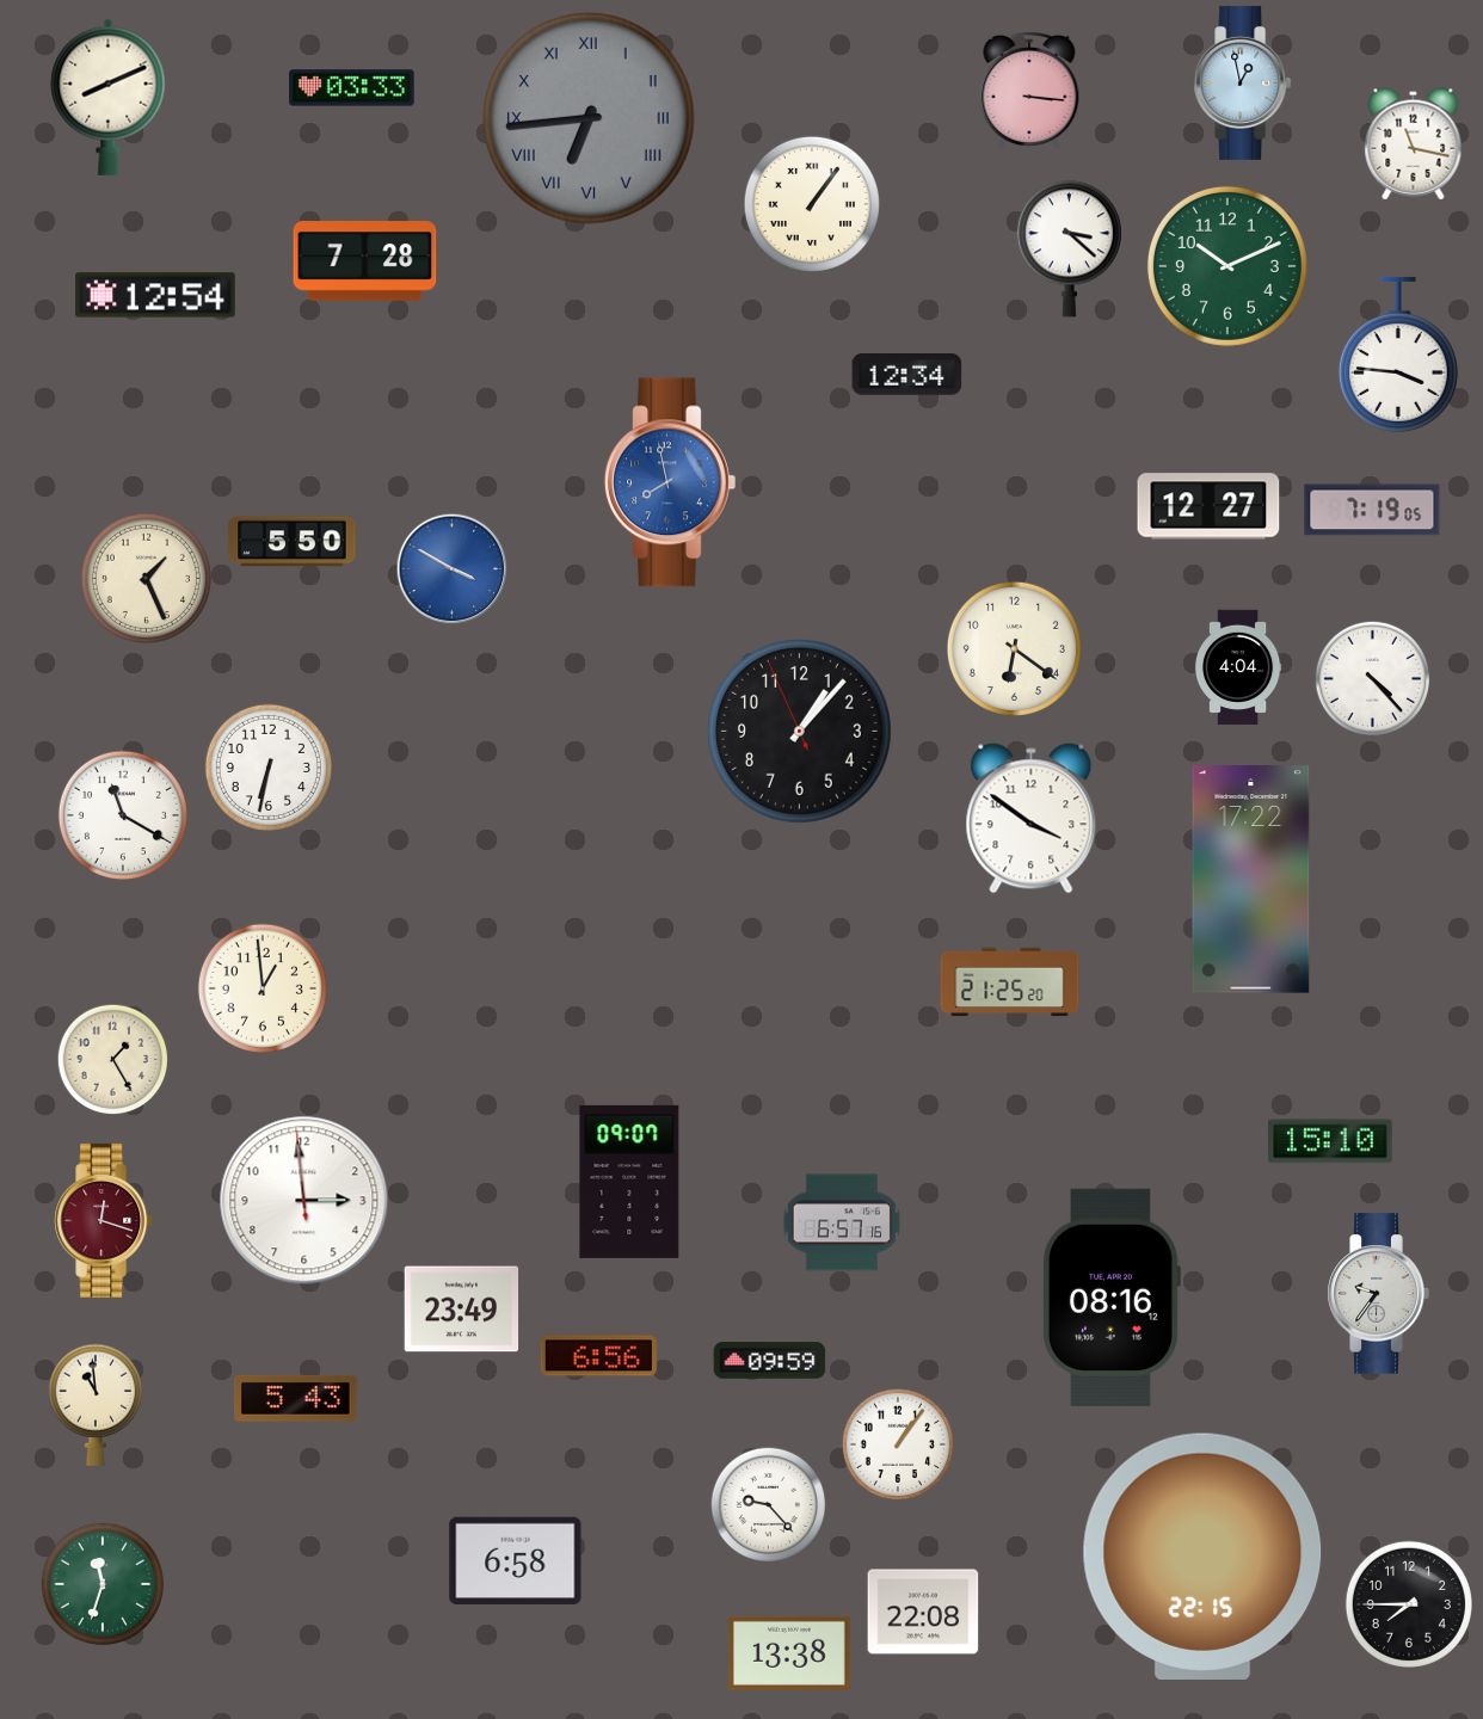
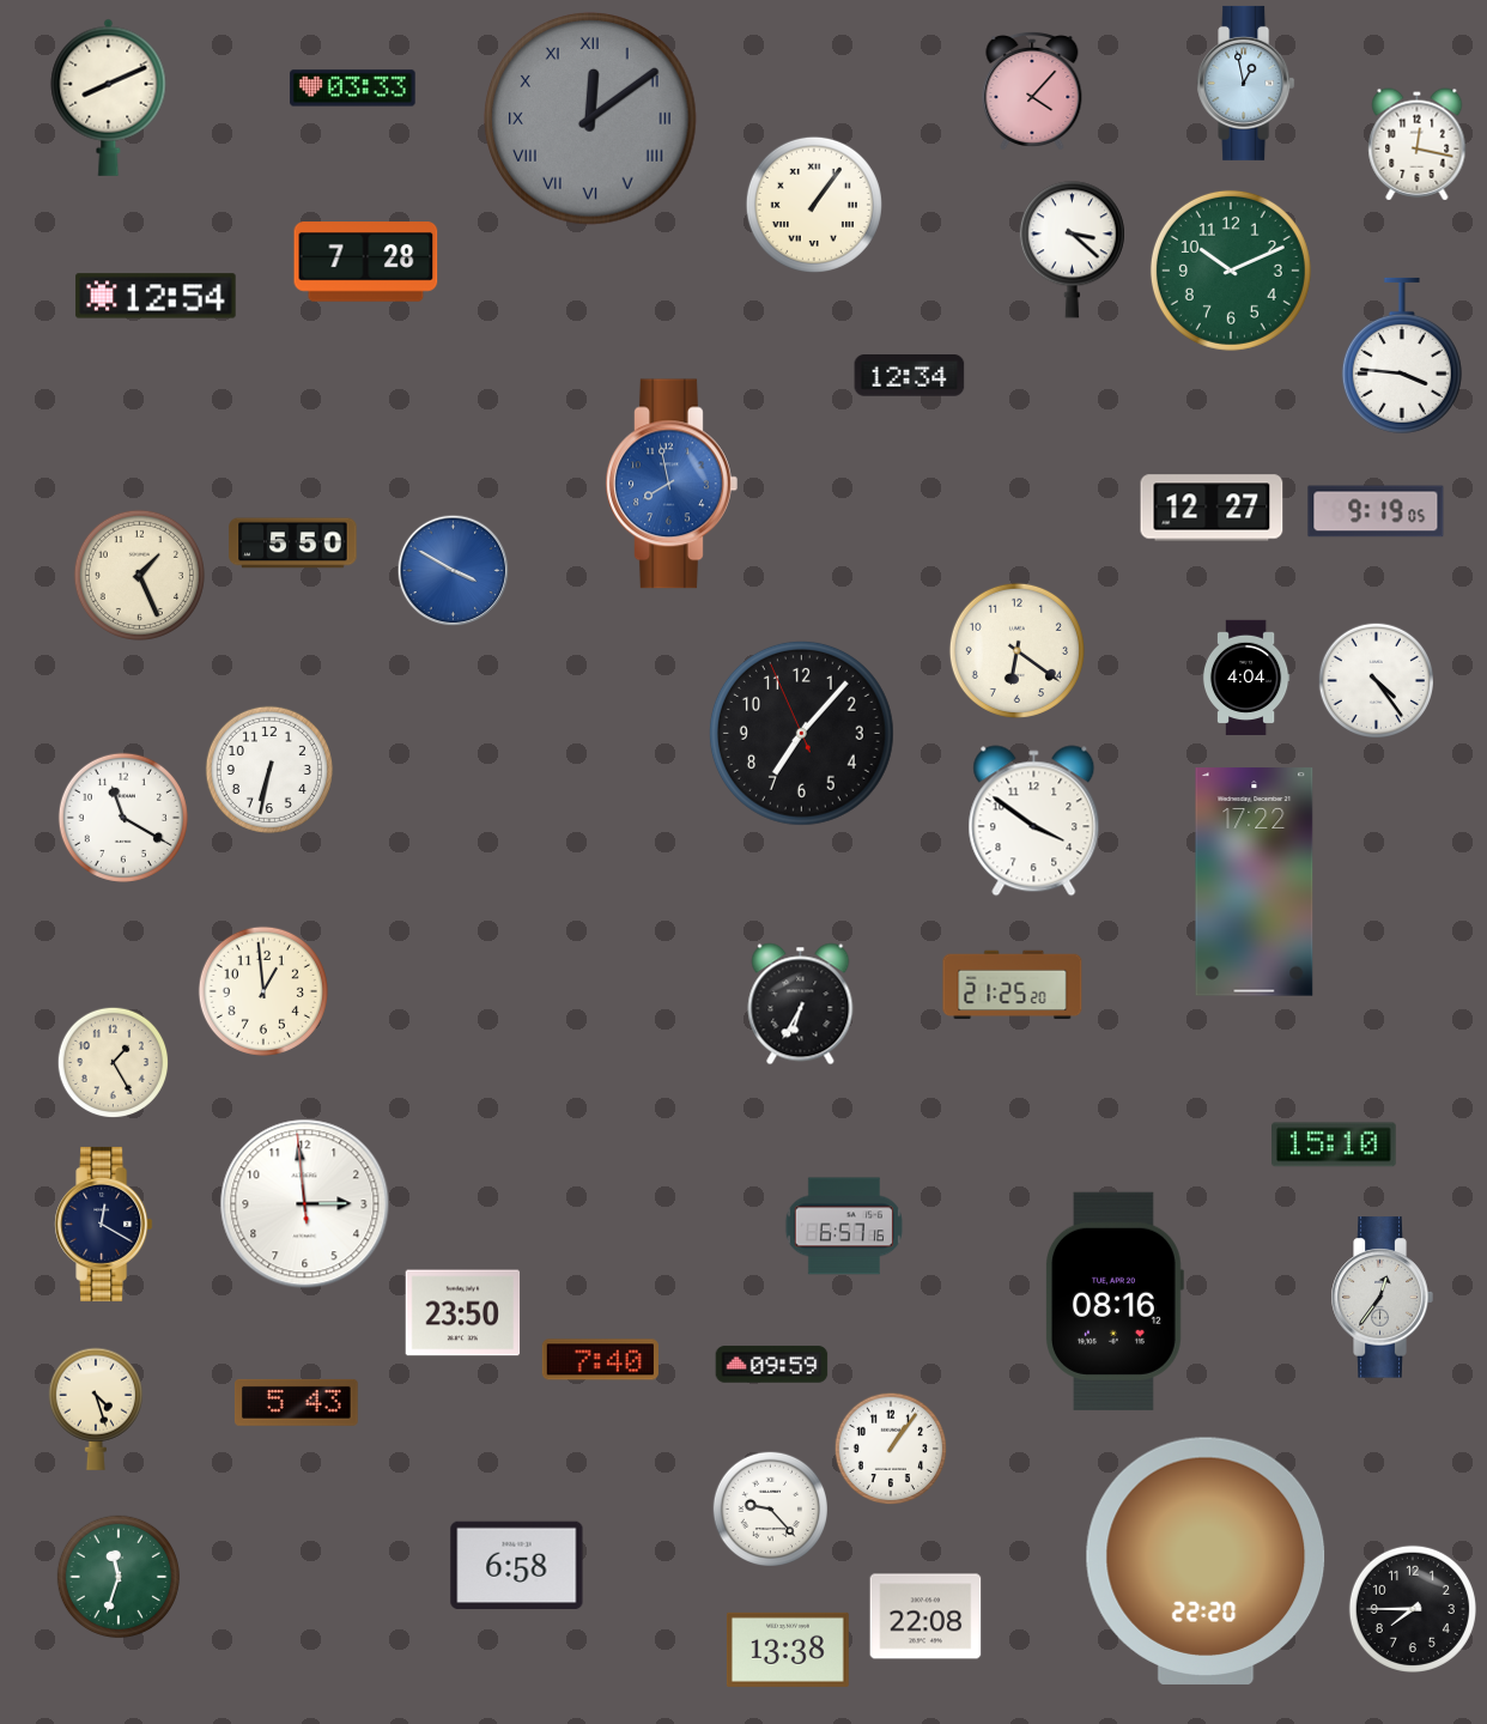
clock at (1029, 91): 3:16 -> 4:07
clock at (589, 118): 6:44 -> 12:09
clock at (1414, 144): 11:17 -> 12:17
clock at (1227, 266) position: (1227, 266) -> (1231, 271)
clock at (1372, 510): 7:19 -> 9:19
clock at (146, 578) position: (146, 578) -> (139, 575)
clock at (1238, 667) position: (1238, 667) -> (1246, 678)
clock at (1373, 679): 4:23 -> 4:24
clock at (799, 731): 1:06 -> 7:06
clock at (801, 1004): none -> 6:35
clock at (629, 1182): 09:07 -> none
clock at (104, 1220): 12:18 -> 12:20
clock at (104, 1220) dial: burgundy -> navy
clock at (1378, 1294): 9:36 -> 12:36
clock at (462, 1310): 23:49 -> 23:50
clock at (598, 1356): 6:56 -> 7:40
clock at (96, 1405): 10:59 -> 4:27
clock at (898, 1444) position: (898, 1444) -> (891, 1449)
clock at (1202, 1557): 22:15 -> 22:20
clock at (103, 1584) position: (103, 1584) -> (119, 1577)
clock at (789, 1653) position: (789, 1653) -> (788, 1650)
